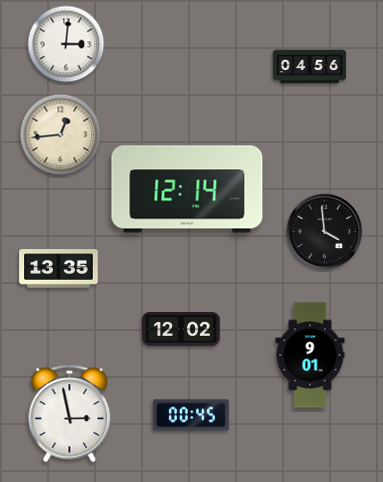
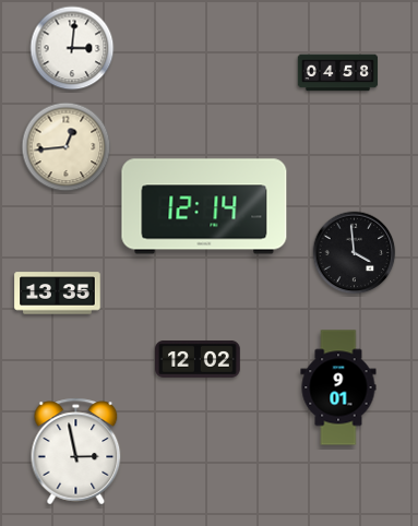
clock at (310, 67): 04:56 -> 04:58
clock at (59, 269) position: (59, 269) -> (58, 294)
clock at (191, 415): 00:45 -> none
